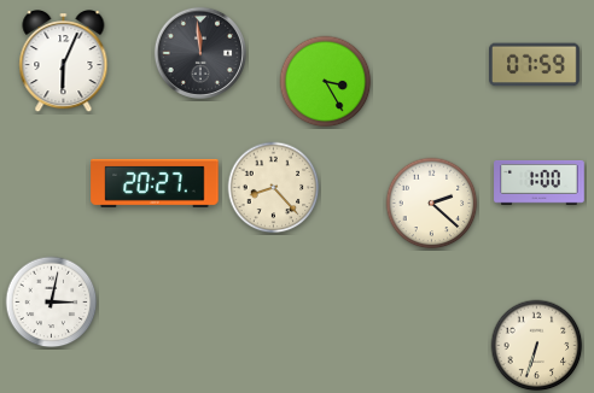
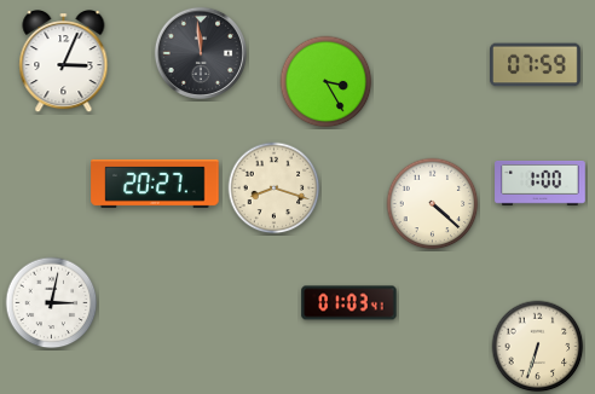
clock at (64, 63): 6:04 -> 3:04
clock at (274, 188): 8:23 -> 8:18
clock at (432, 204): 2:22 -> 4:22
clock at (350, 303): none -> 01:03
